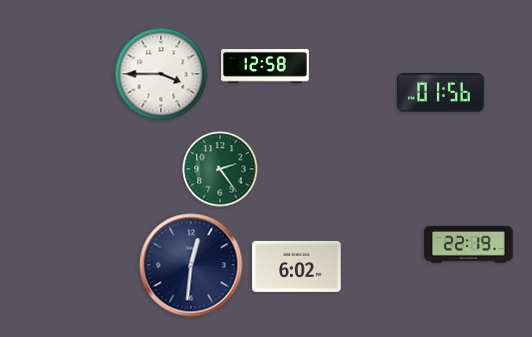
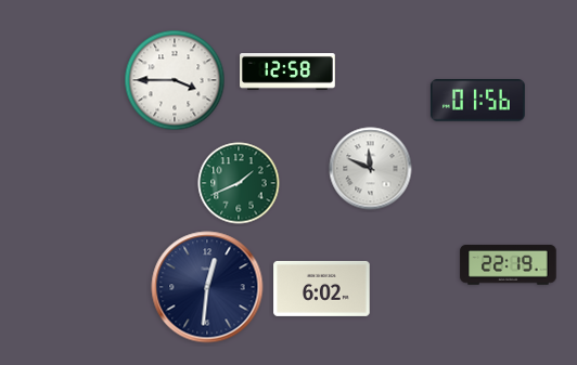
clock at (371, 169): none -> 11:49
clock at (220, 169): 2:24 -> 1:41
